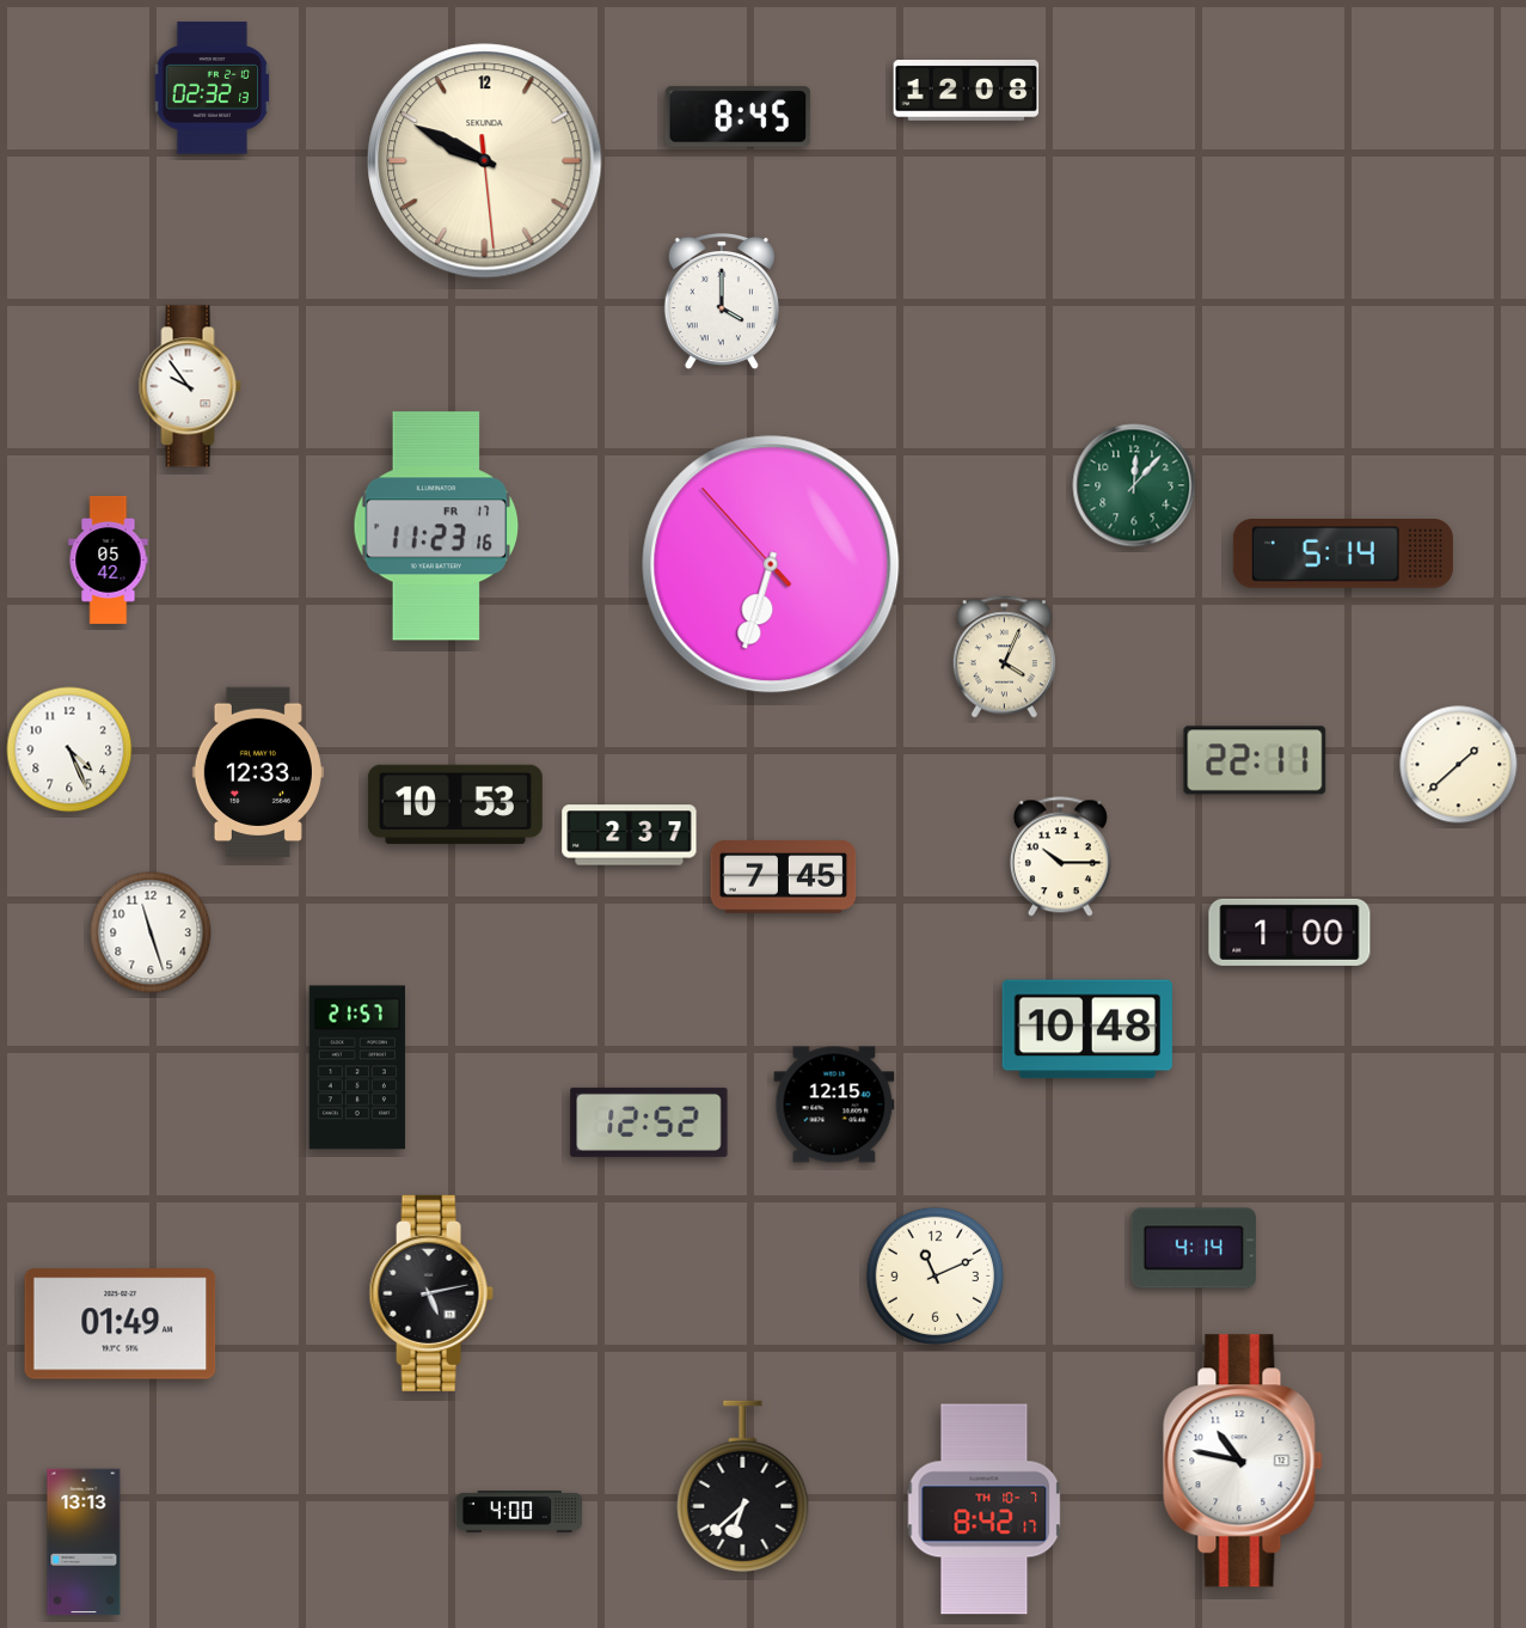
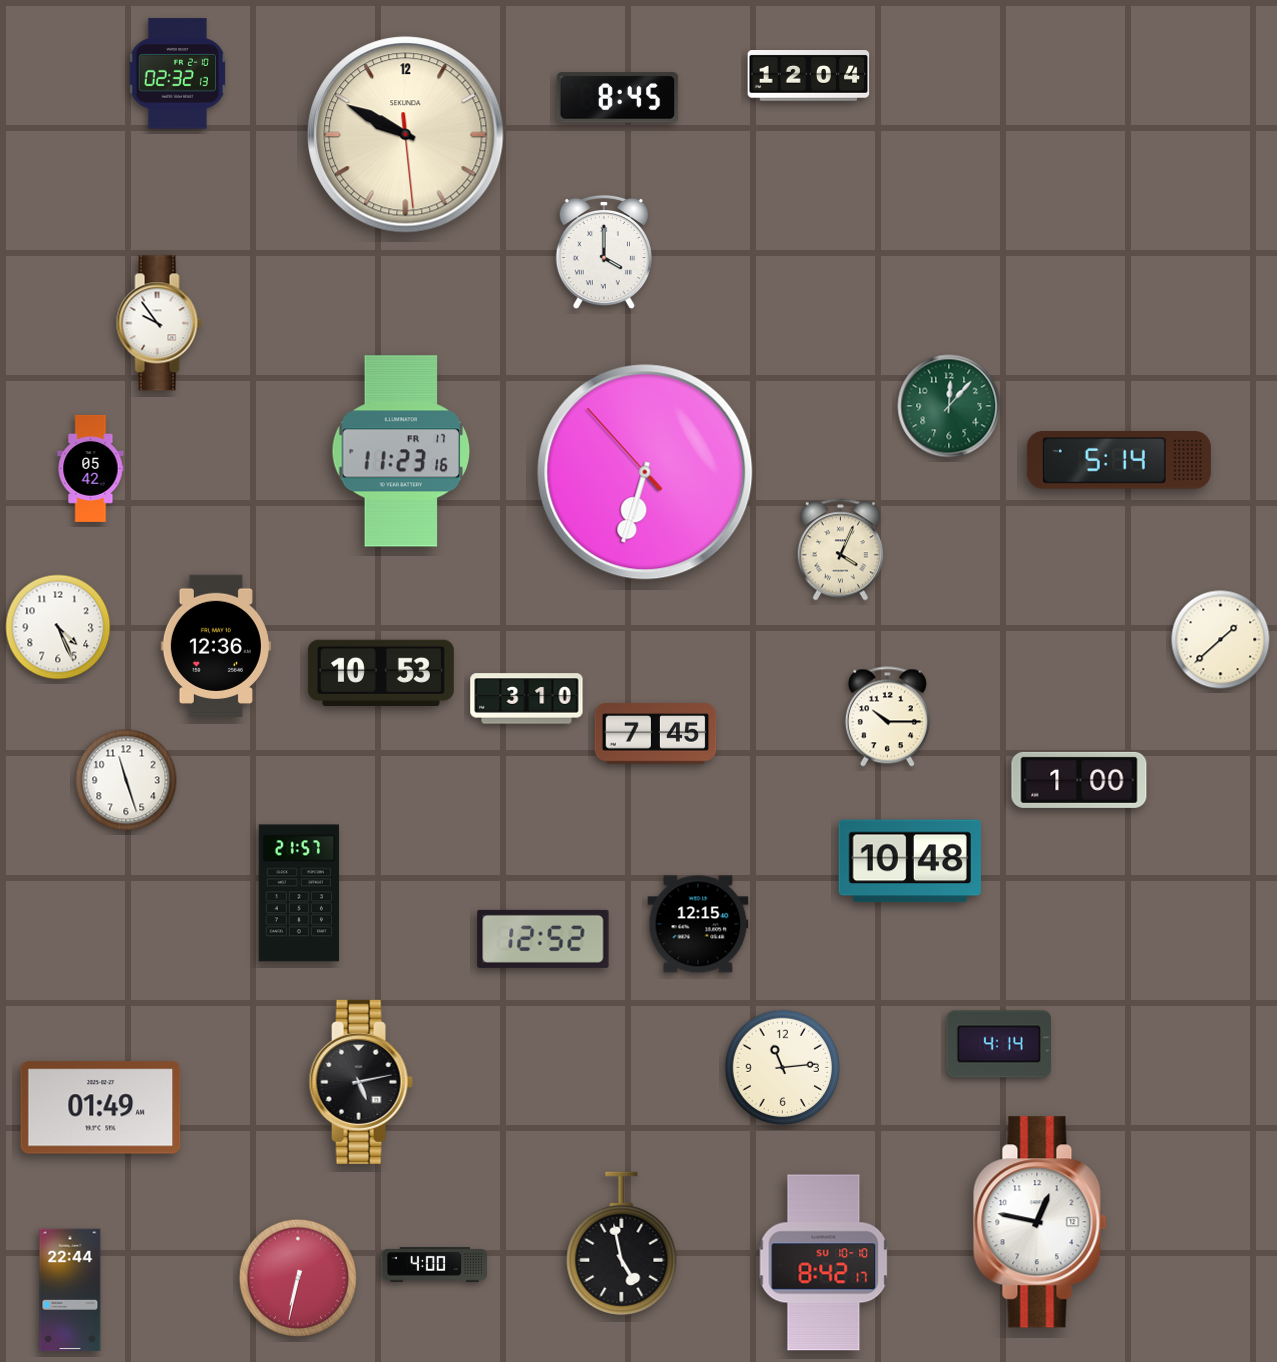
clock at (967, 91): 12:08 -> 12:04
clock at (436, 526) position: (436, 526) -> (401, 451)
clock at (1343, 555) position: (1343, 555) -> (1119, 461)
clock at (1255, 760): 22:11 -> none
clock at (258, 771): 12:33 -> 12:36
clock at (630, 836): 2:37 -> 3:10
clock at (936, 1277): 11:11 -> 11:14
clock at (1243, 1461): 10:47 -> 12:47
clock at (743, 1487): 6:38 -> 4:58
clock at (985, 1510) date: TH 10-7 -> SU 10-10
clock at (298, 1278): none -> 6:32
clock at (84, 1542): 13:13 -> 22:44
